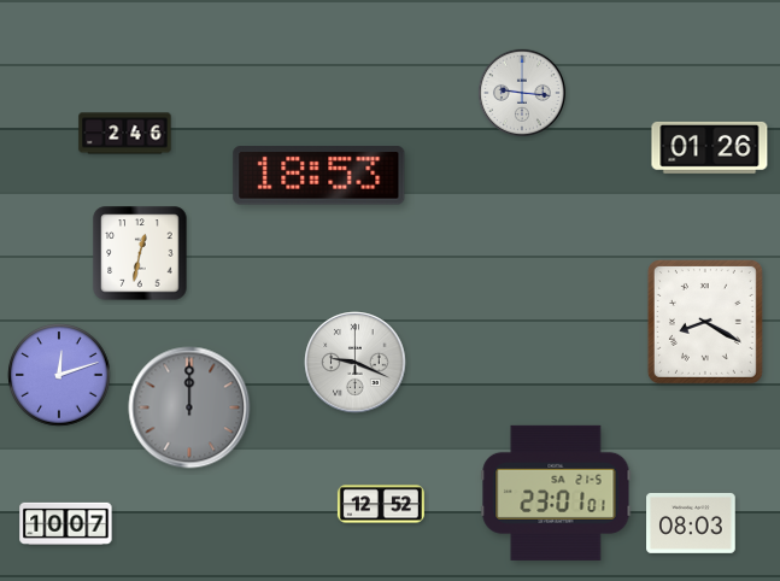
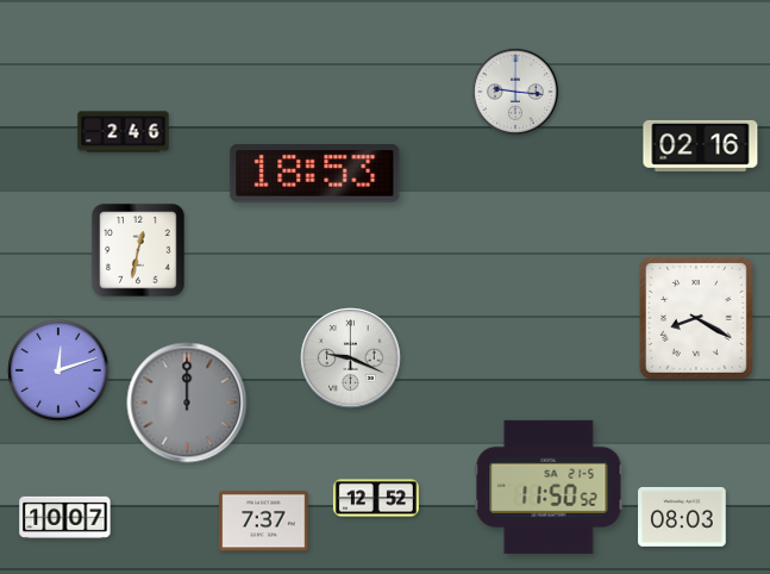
clock at (710, 147): 01:26 -> 02:16
clock at (556, 493): 23:01 -> 11:50
clock at (264, 522): none -> 7:37
